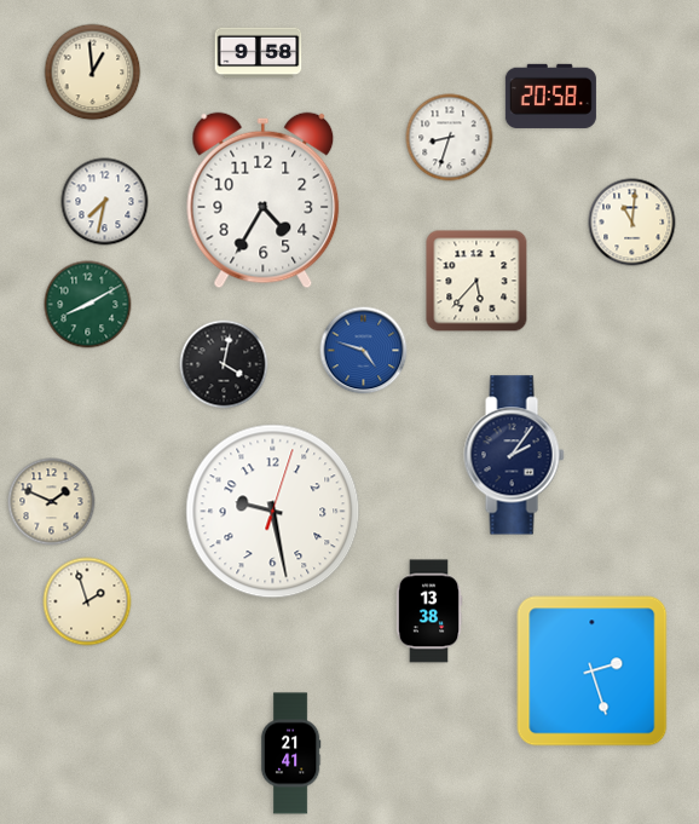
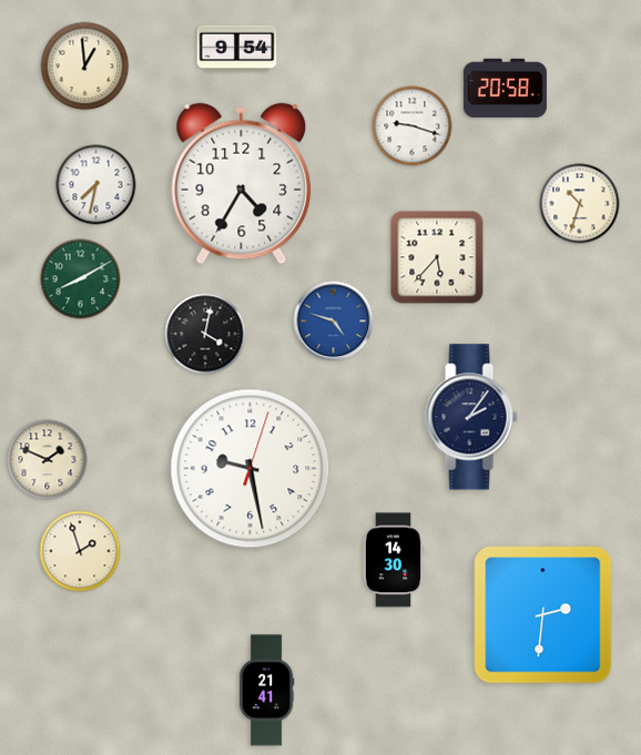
clock at (259, 53): 9:58 -> 9:54
clock at (450, 138): 8:33 -> 9:18
clock at (632, 223): 11:01 -> 10:33
clock at (429, 611): 13:38 -> 14:30
clock at (593, 672): 2:27 -> 2:31
